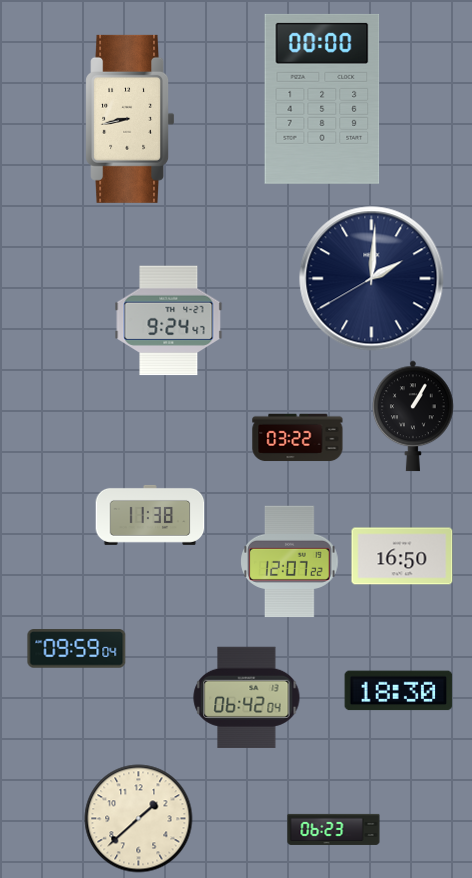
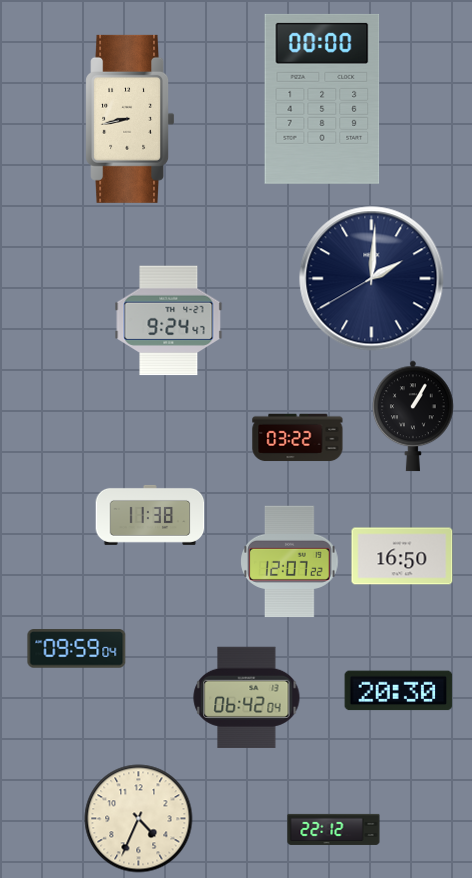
clock at (399, 691): 18:30 -> 20:30
clock at (139, 819): 1:38 -> 4:34
clock at (334, 829): 06:23 -> 22:12
